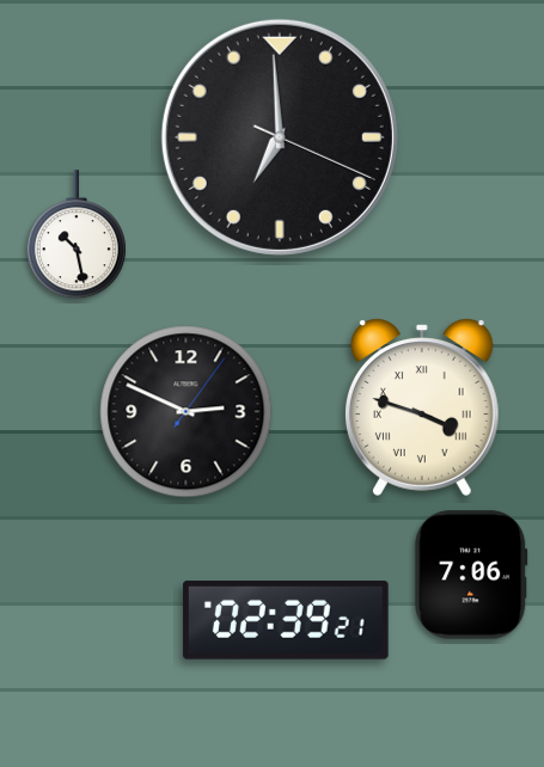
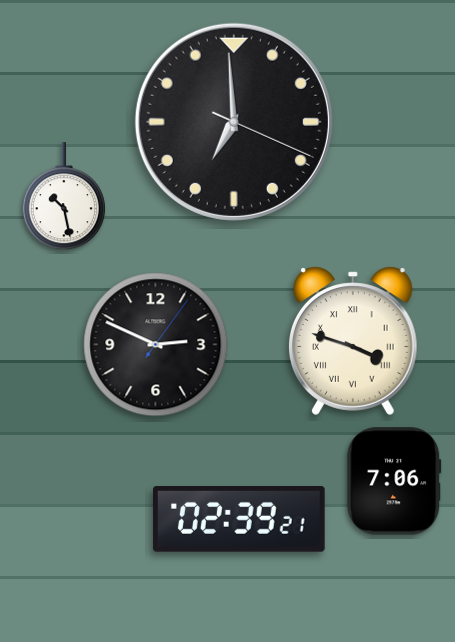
clock at (280, 137) position: (280, 137) -> (234, 122)
